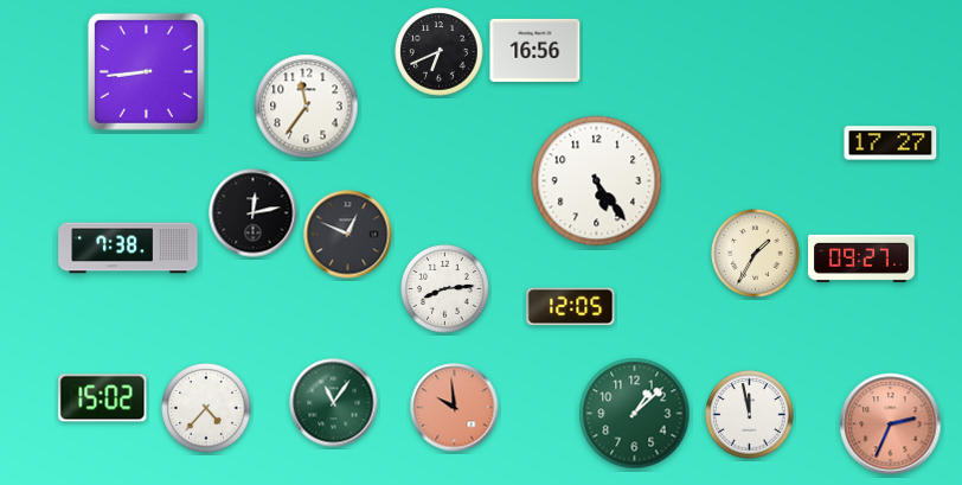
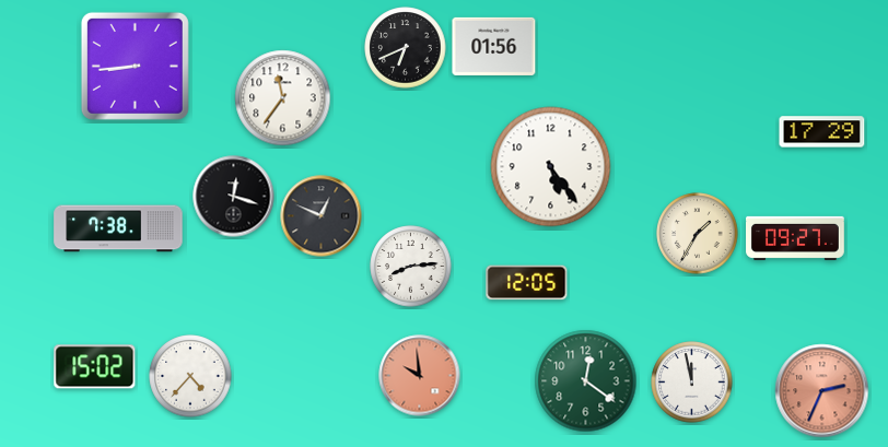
clock at (535, 50): 16:56 -> 01:56
clock at (891, 143): 17:27 -> 17:29
clock at (254, 213): 12:13 -> 12:18
clock at (334, 403): 11:06 -> none
clock at (635, 414): 1:08 -> 12:21
